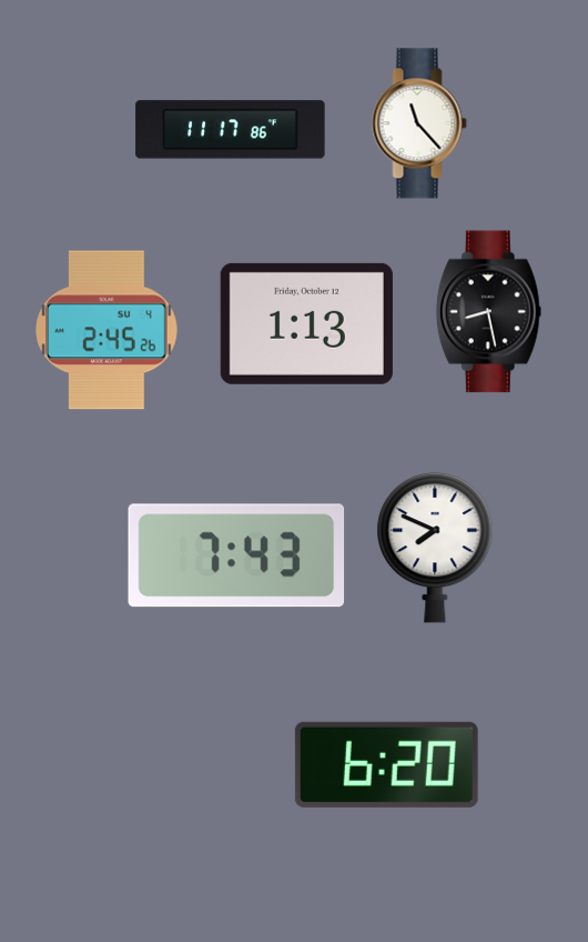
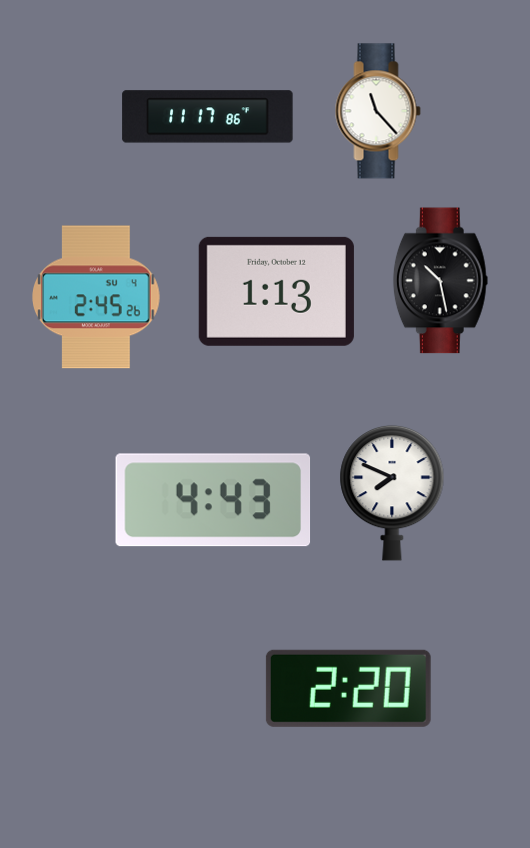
clock at (488, 312): 8:28 -> 10:28
clock at (236, 555): 7:43 -> 4:43
clock at (386, 764): 6:20 -> 2:20
